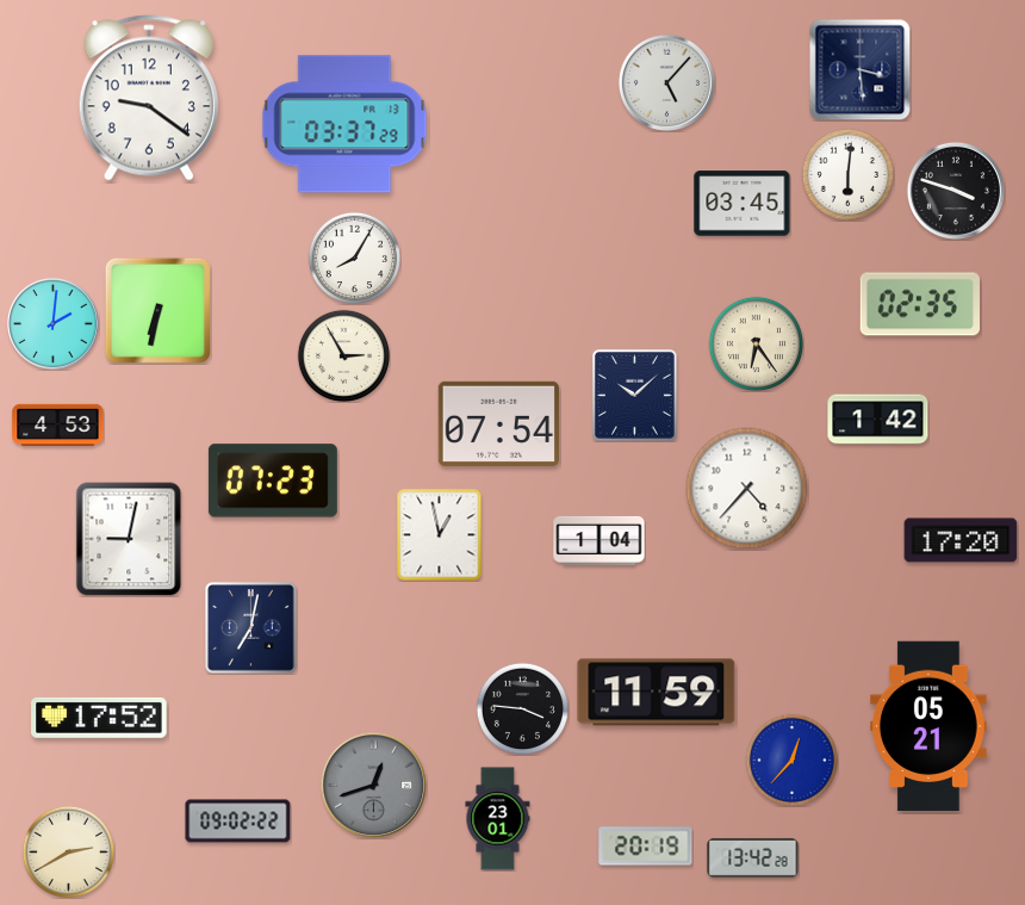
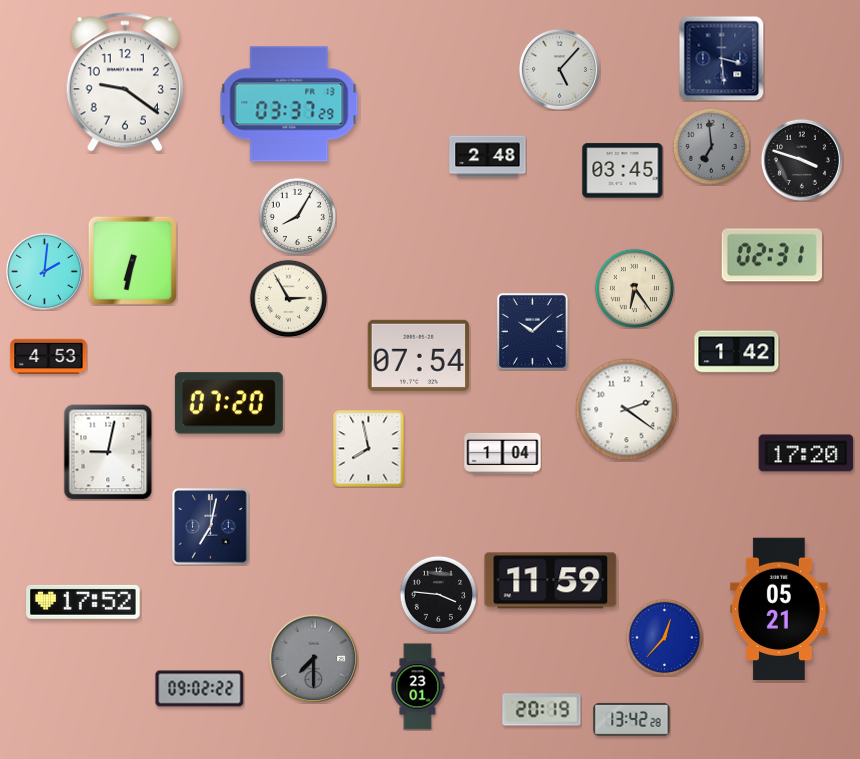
clock at (847, 174): 6:01 -> 6:59
clock at (847, 174) dial: white -> grey
clock at (488, 157): none -> 2:48
clock at (919, 304): 02:35 -> 02:31
clock at (273, 481): 07:23 -> 07:20
clock at (747, 489): 4:37 -> 2:21
clock at (440, 534): 12:58 -> 7:58
clock at (373, 785): 12:42 -> 7:30
clock at (68, 851): 2:40 -> none
